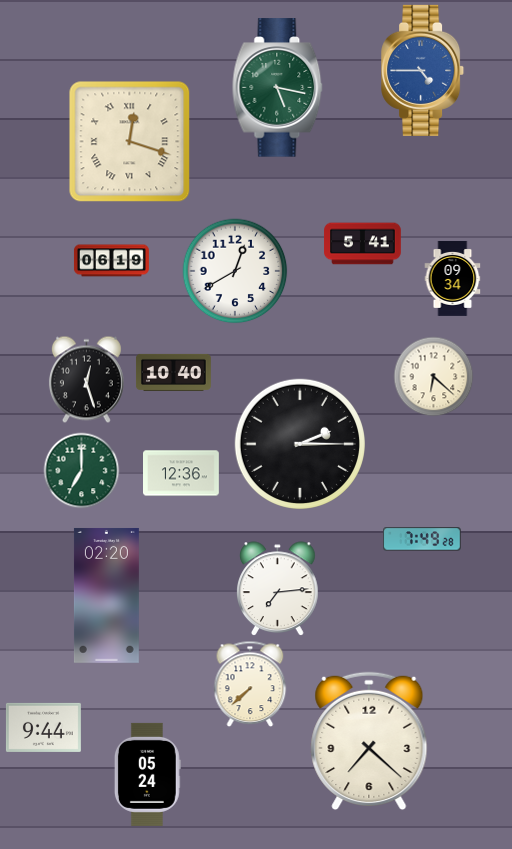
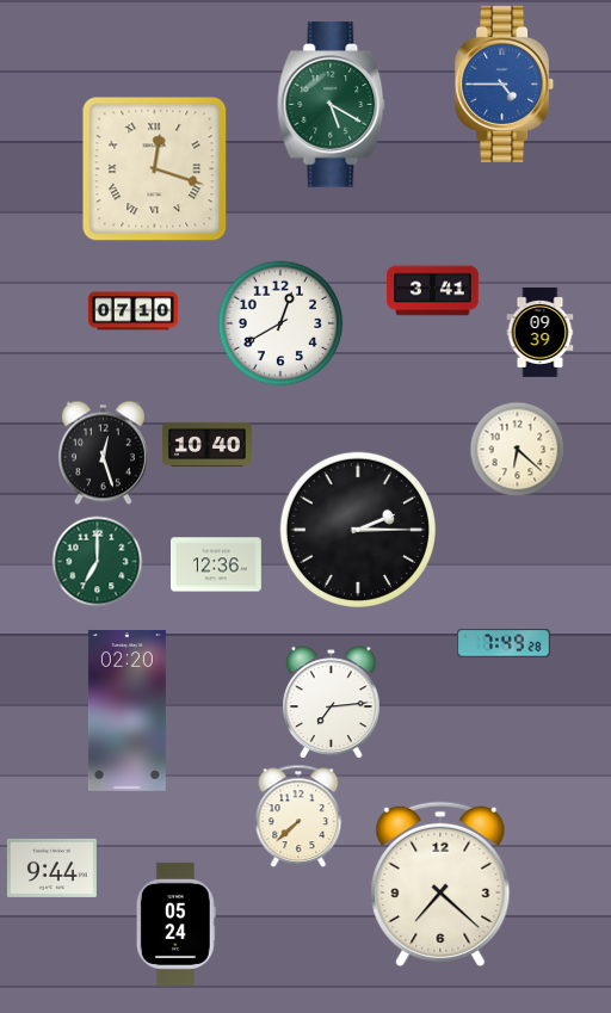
clock at (278, 88): 5:17 -> 5:20
clock at (363, 244): 5:41 -> 3:41
clock at (111, 261): 06:19 -> 07:10
clock at (453, 278): 09:34 -> 09:39
